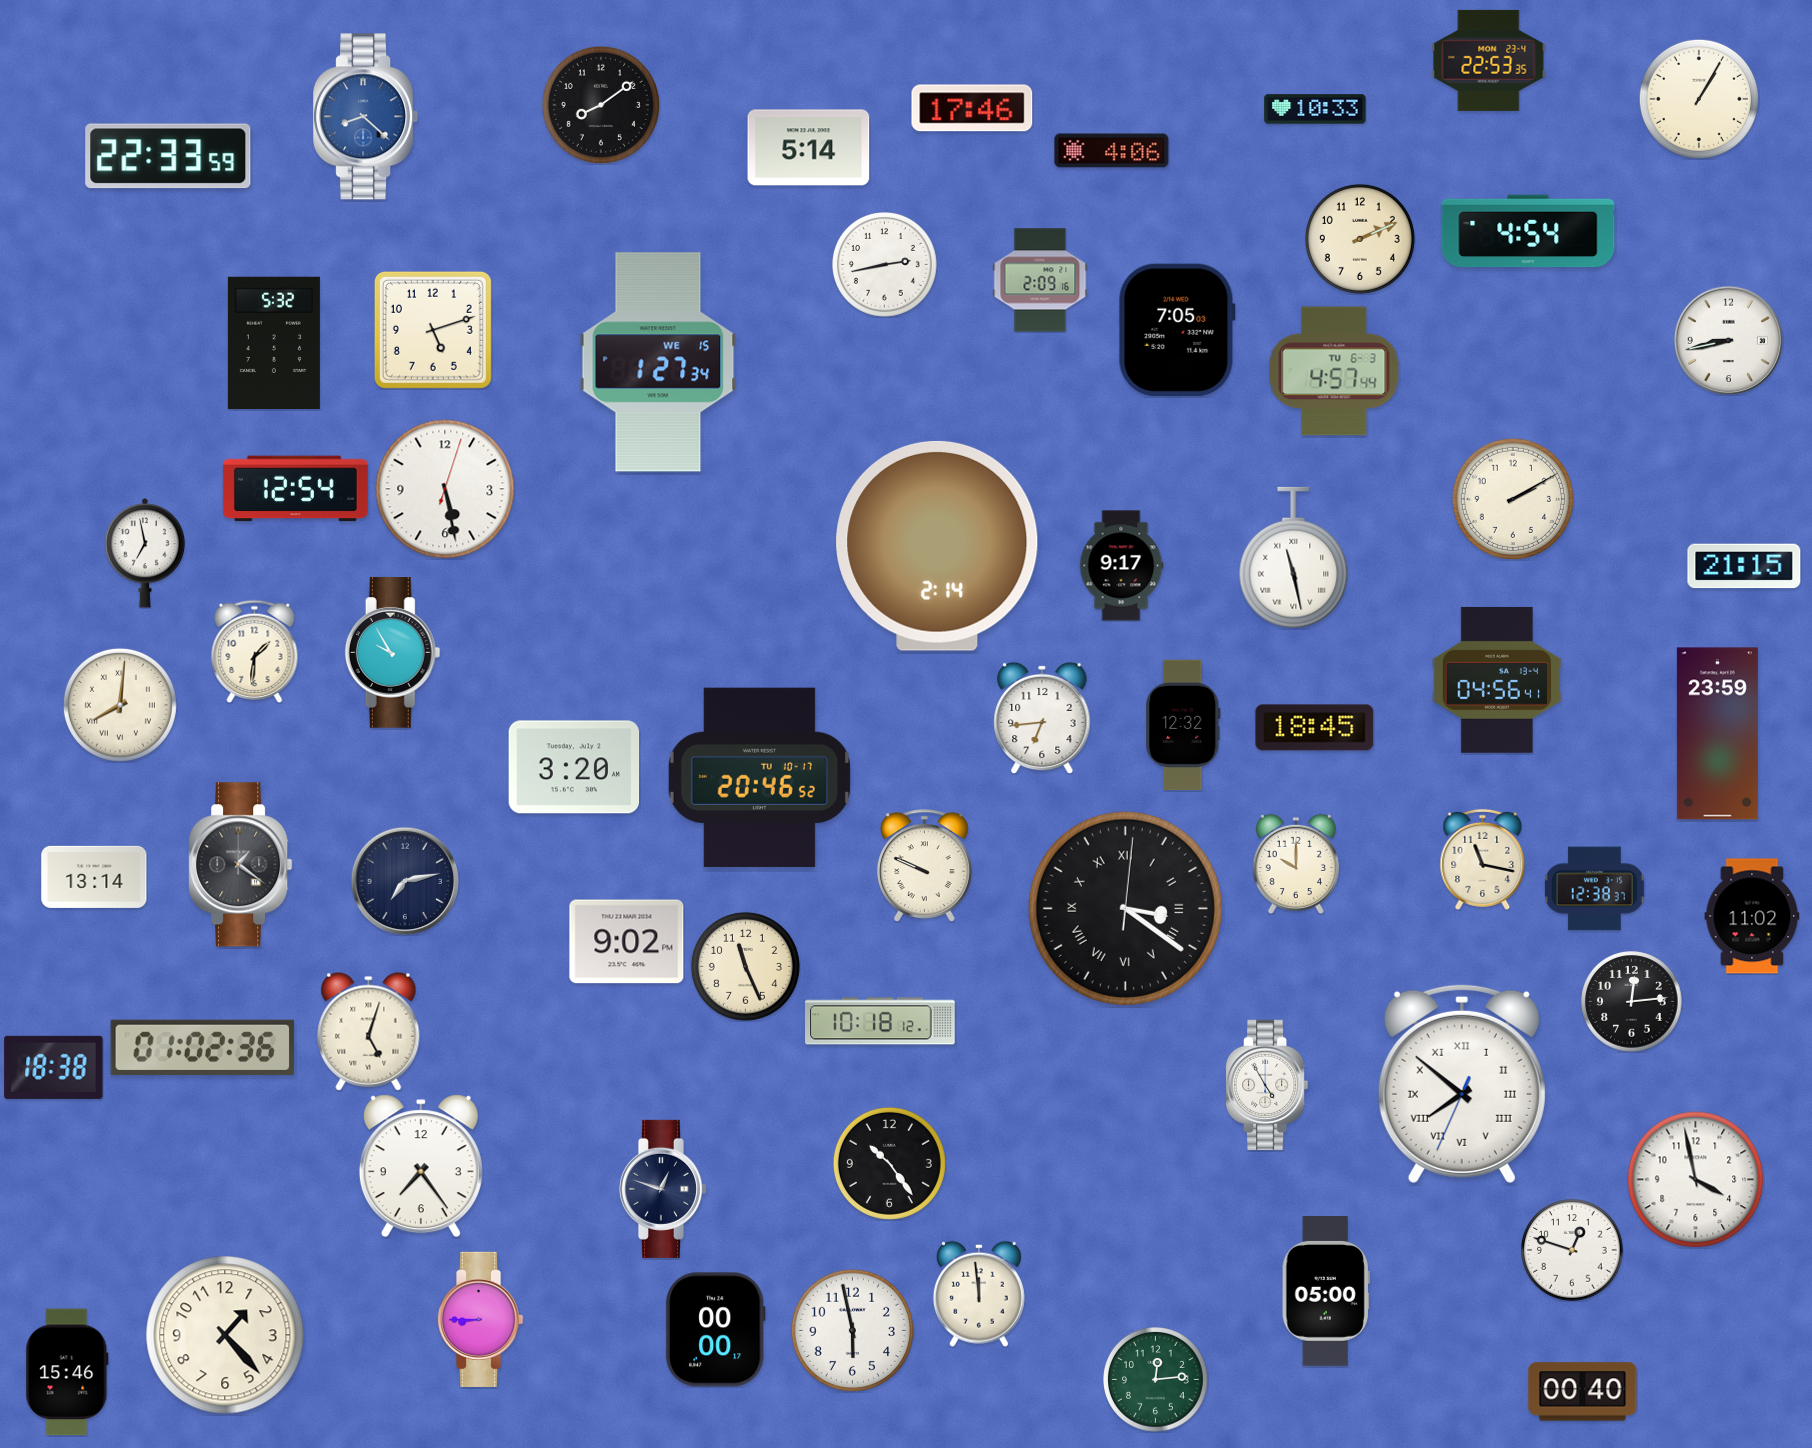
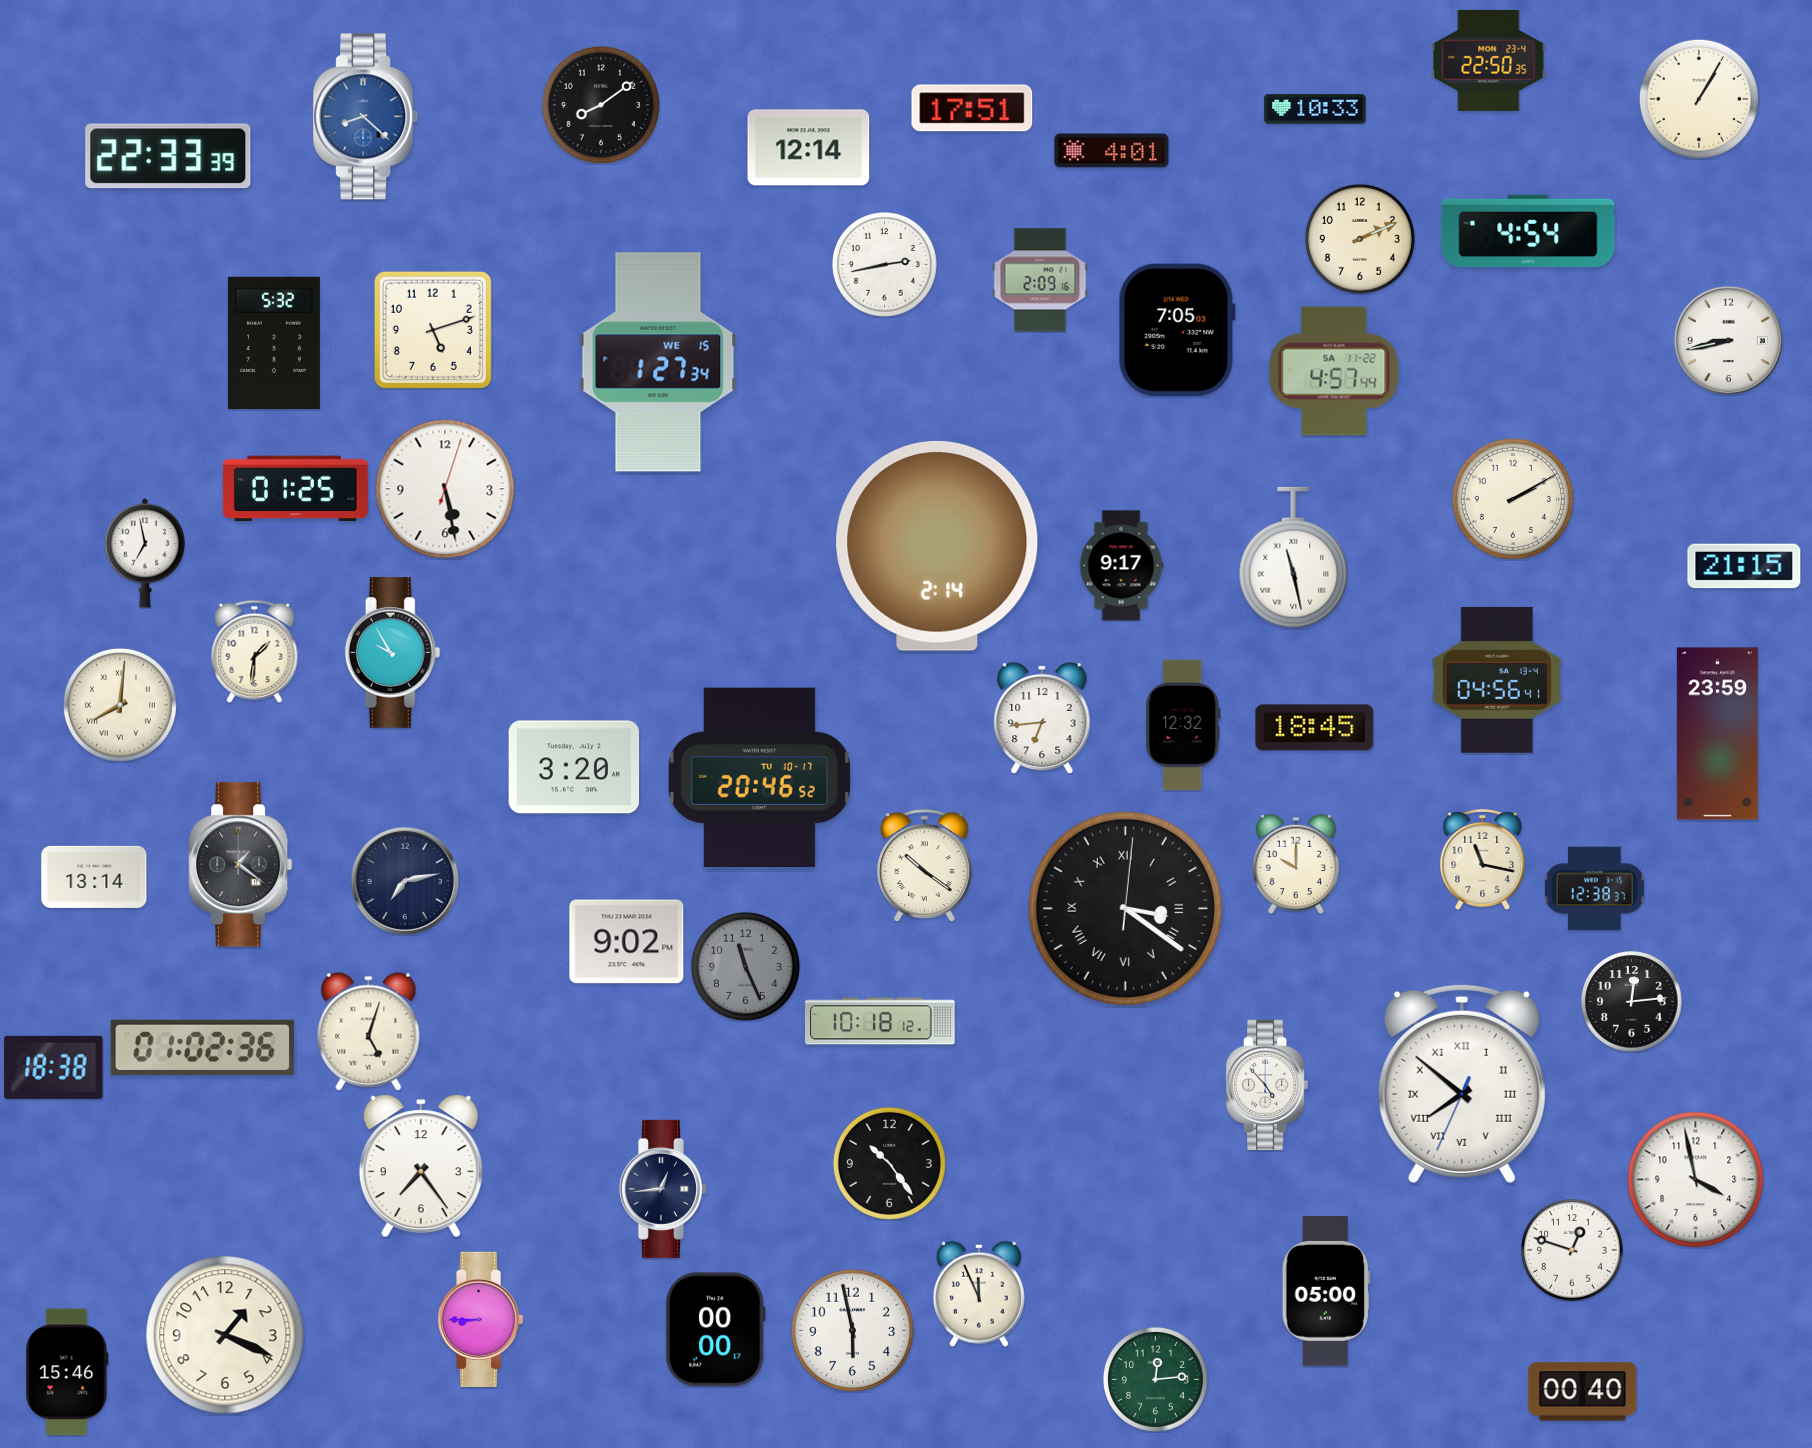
clock at (1489, 60): 22:53 -> 22:50
clock at (972, 108): 17:46 -> 17:51
clock at (809, 148): 5:14 -> 12:14
clock at (1112, 151): 4:06 -> 4:01
clock at (168, 156): 22:33:59 -> 22:33:39
clock at (1334, 371) date: TU 6-3 -> SA 11-22
clock at (295, 489): 12:54 -> 01:25
clock at (924, 866): 9:49 -> 10:21
clock at (1752, 916): 11:02 -> none
clock at (745, 966) dial: cream -> grey
clock at (1267, 1085): 4:55 -> 4:53
clock at (662, 1189): 12:48 -> 12:44
clock at (979, 1294): 11:59 -> 11:56
clock at (225, 1335): 1:23 -> 1:19
